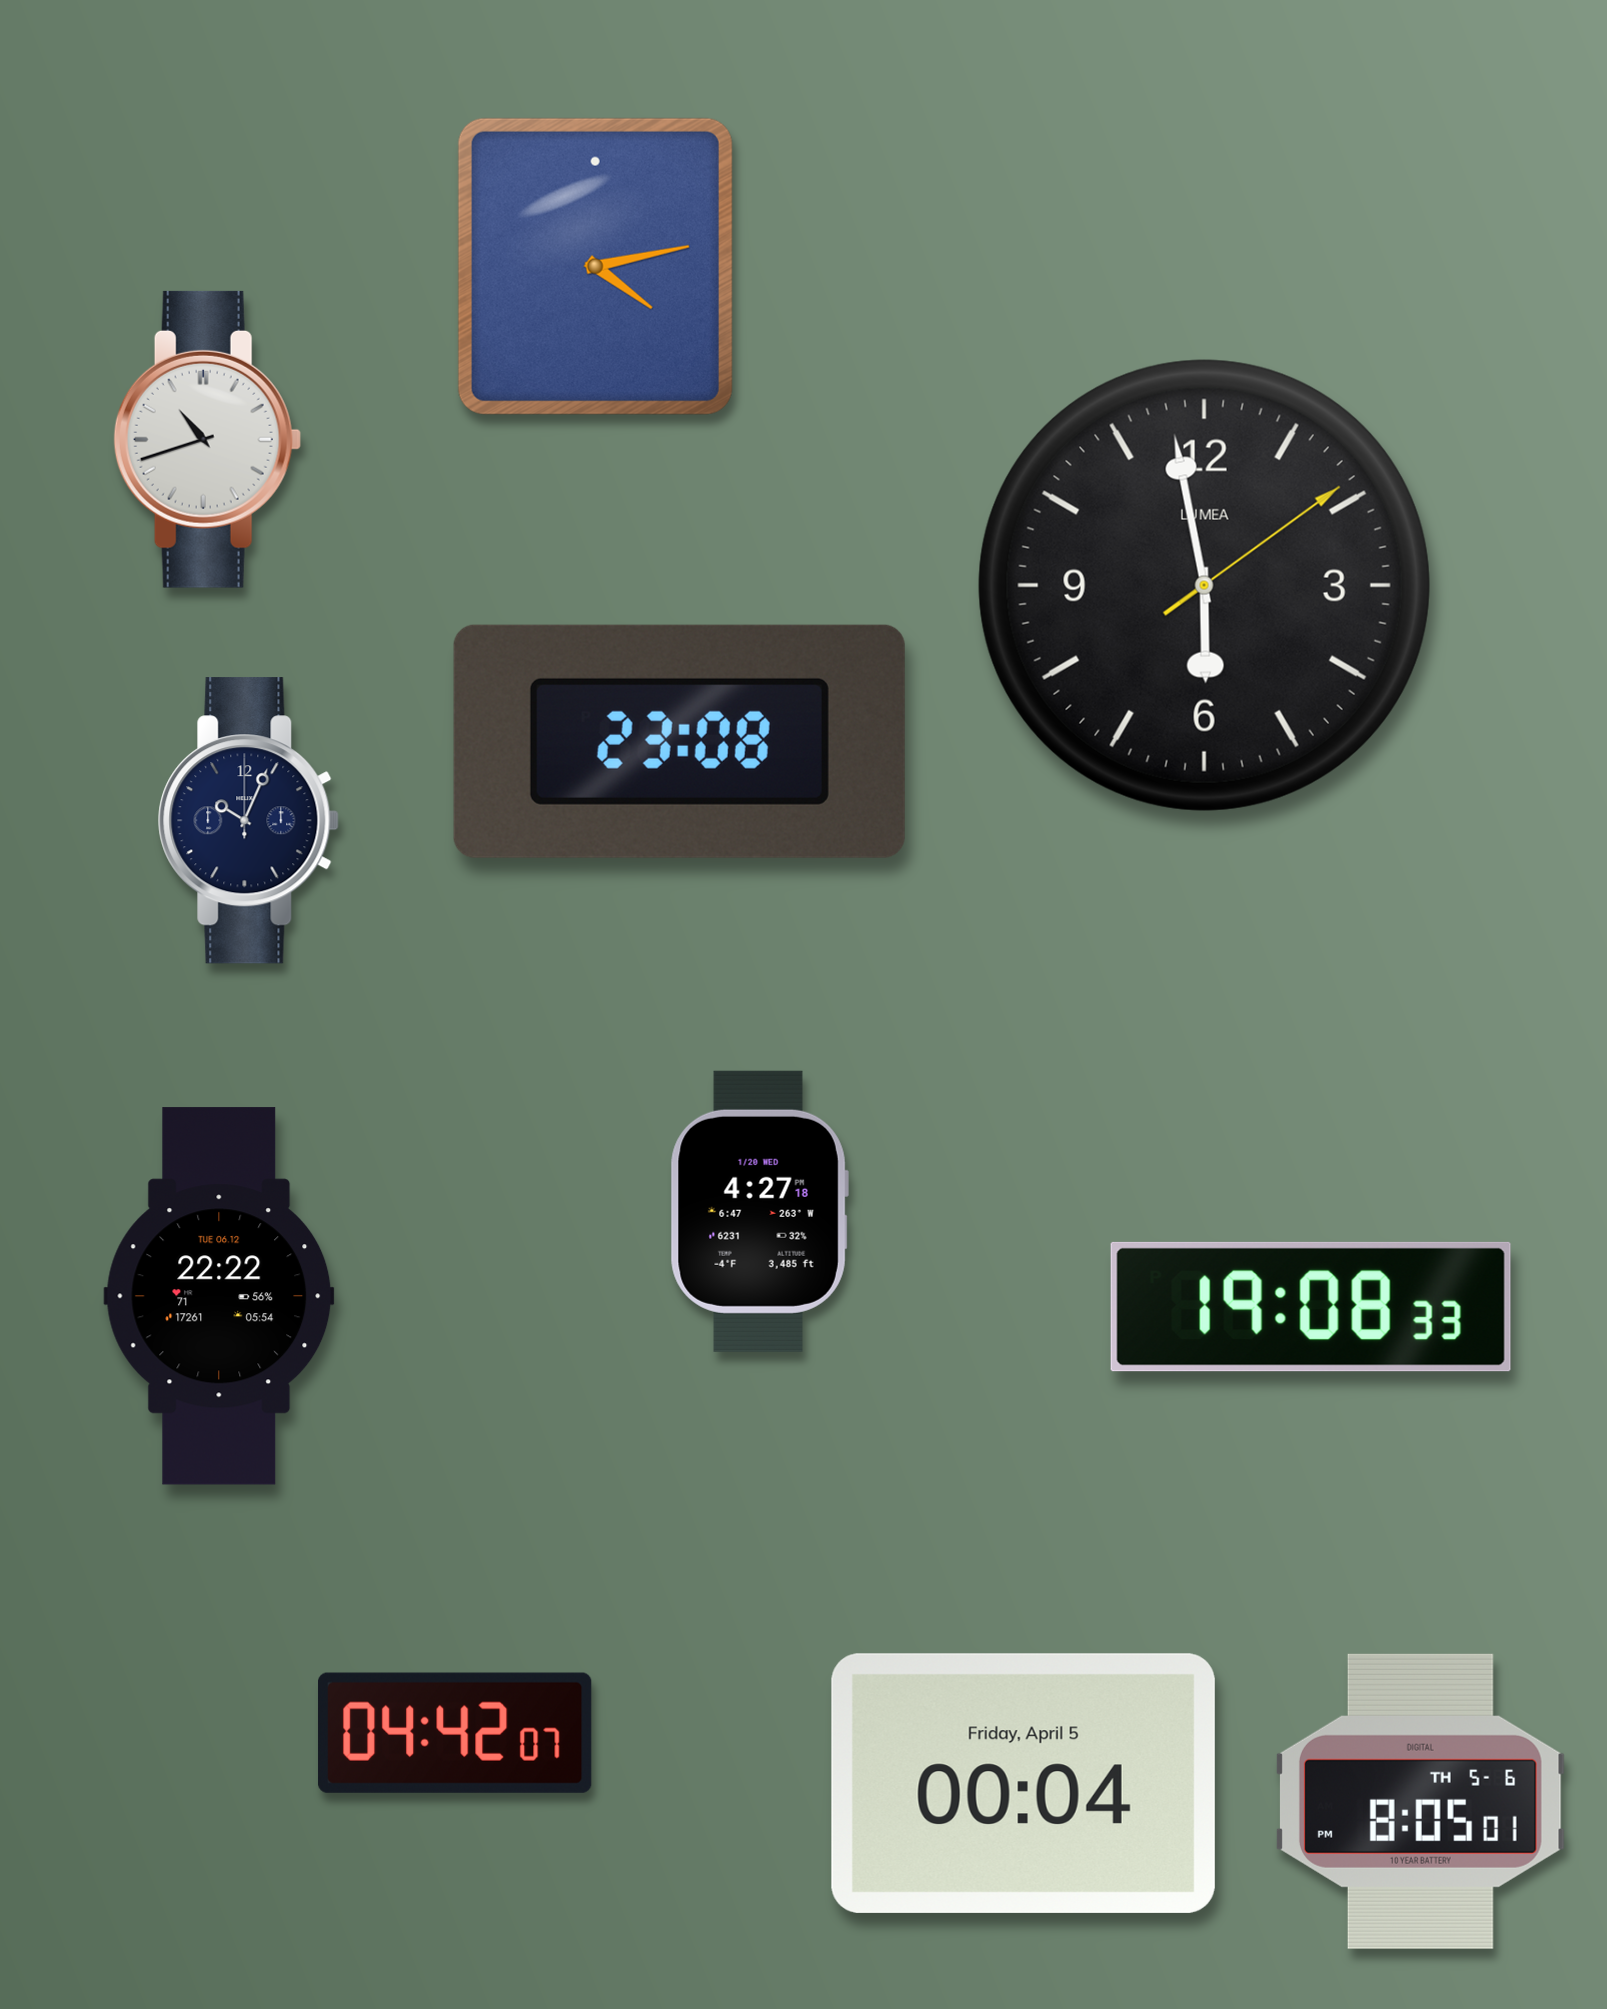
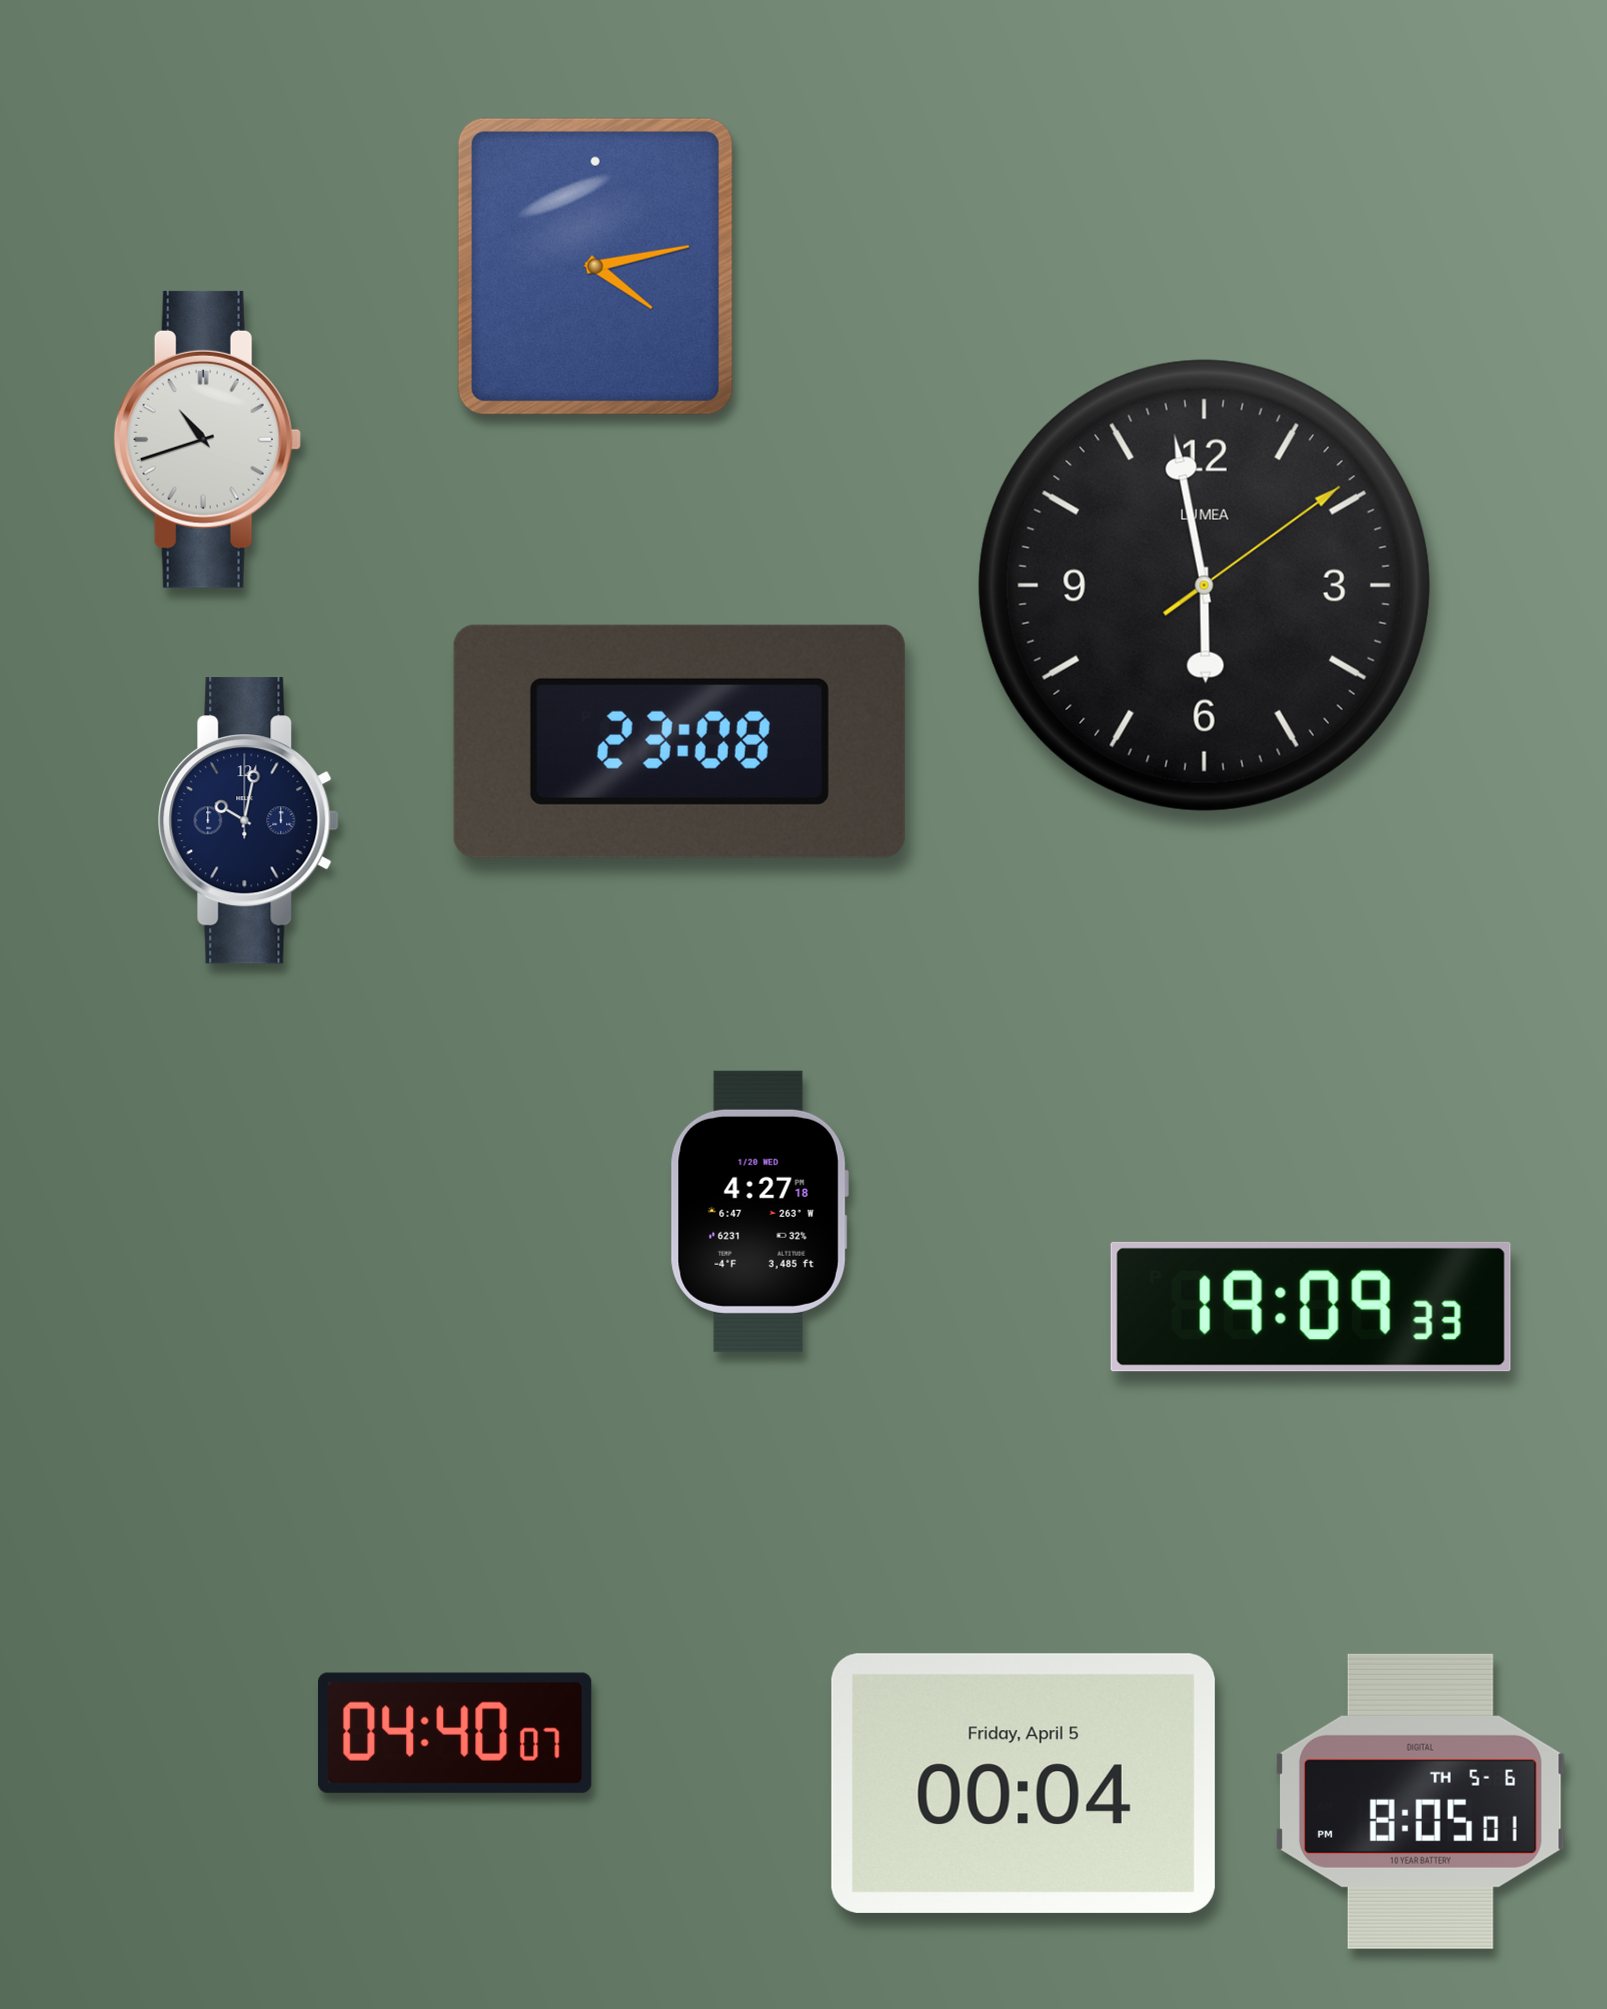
clock at (248, 821): 10:04 -> 10:02
clock at (219, 1296): 22:22 -> none
clock at (1311, 1307): 19:08 -> 19:09
clock at (455, 1733): 04:42 -> 04:40
